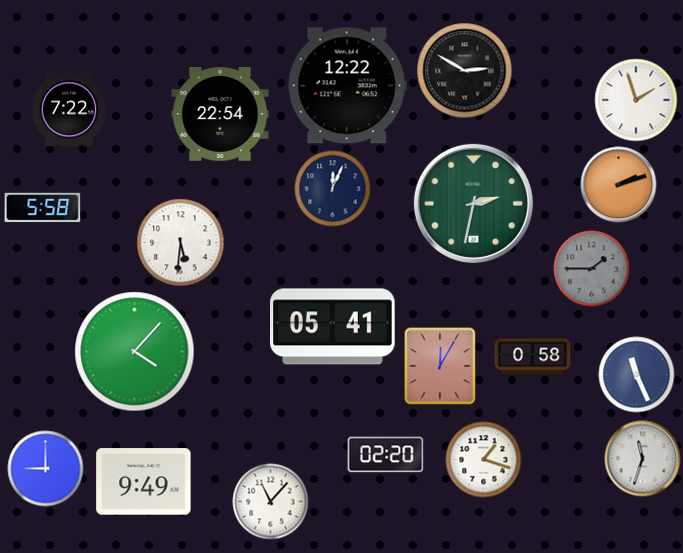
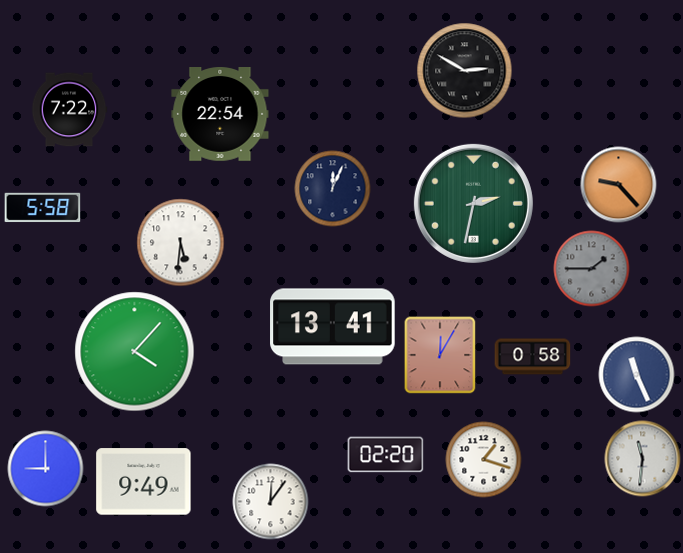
clock at (347, 86): 12:22 -> none
clock at (636, 100): 1:57 -> none
clock at (619, 185): 2:12 -> 9:23
clock at (333, 327): 05:41 -> 13:41
clock at (440, 366) position: (440, 366) -> (440, 355)
clock at (643, 459): 11:33 -> 11:31
clock at (271, 502): 11:07 -> 12:06
